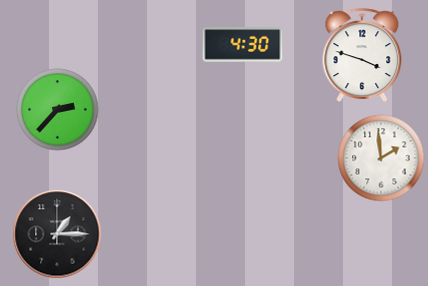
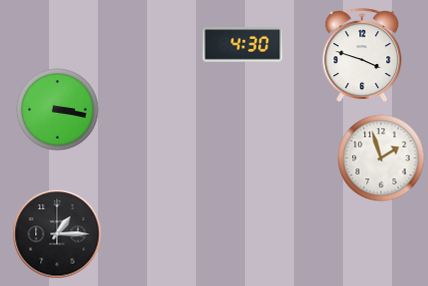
clock at (58, 110): 2:37 -> 3:17
clock at (381, 158): 1:59 -> 1:57
